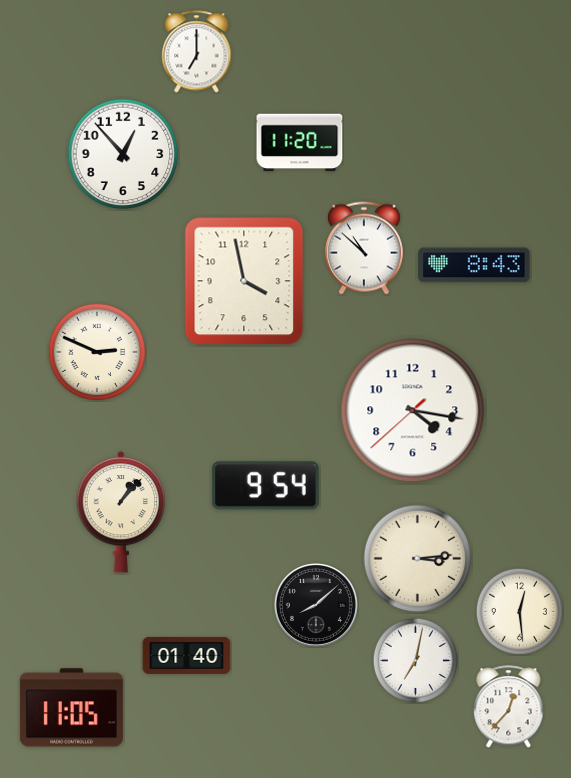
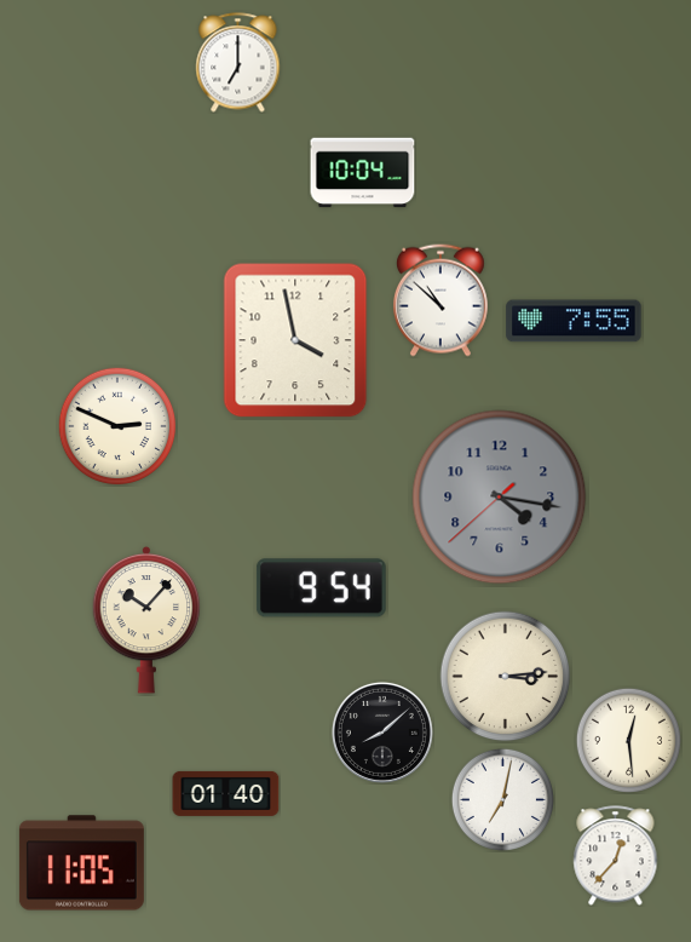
clock at (300, 143): 11:20 -> 10:04
clock at (123, 154): 12:53 -> none
clock at (474, 265): 8:43 -> 7:55
clock at (413, 411) dial: white -> grey
clock at (121, 512): 1:07 -> 10:07
clock at (71, 708) position: (71, 708) -> (81, 863)
